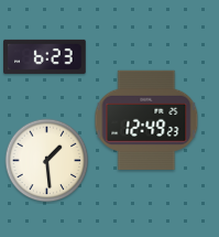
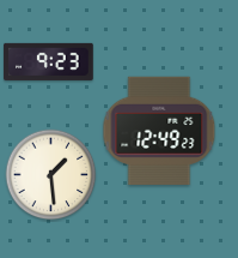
clock at (45, 56): 6:23 -> 9:23
